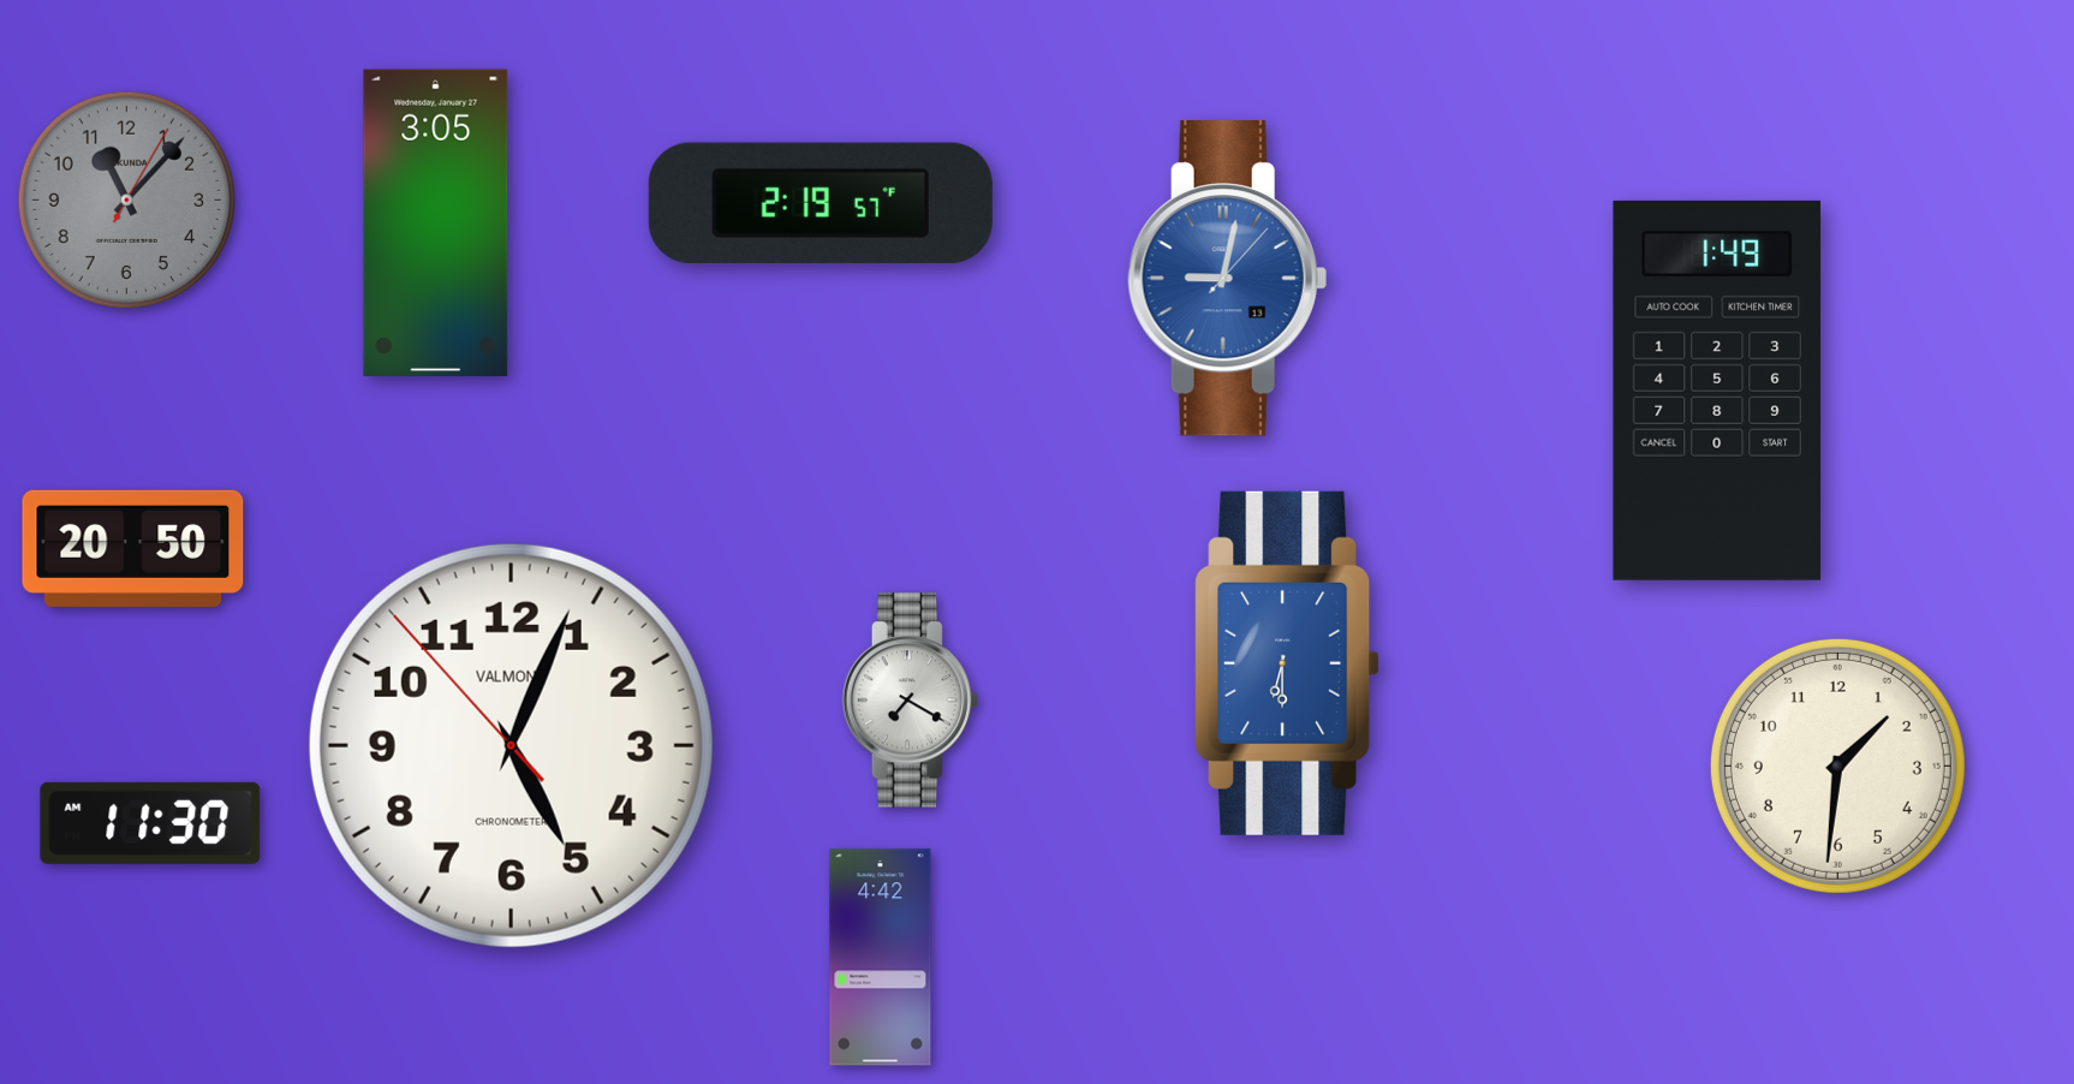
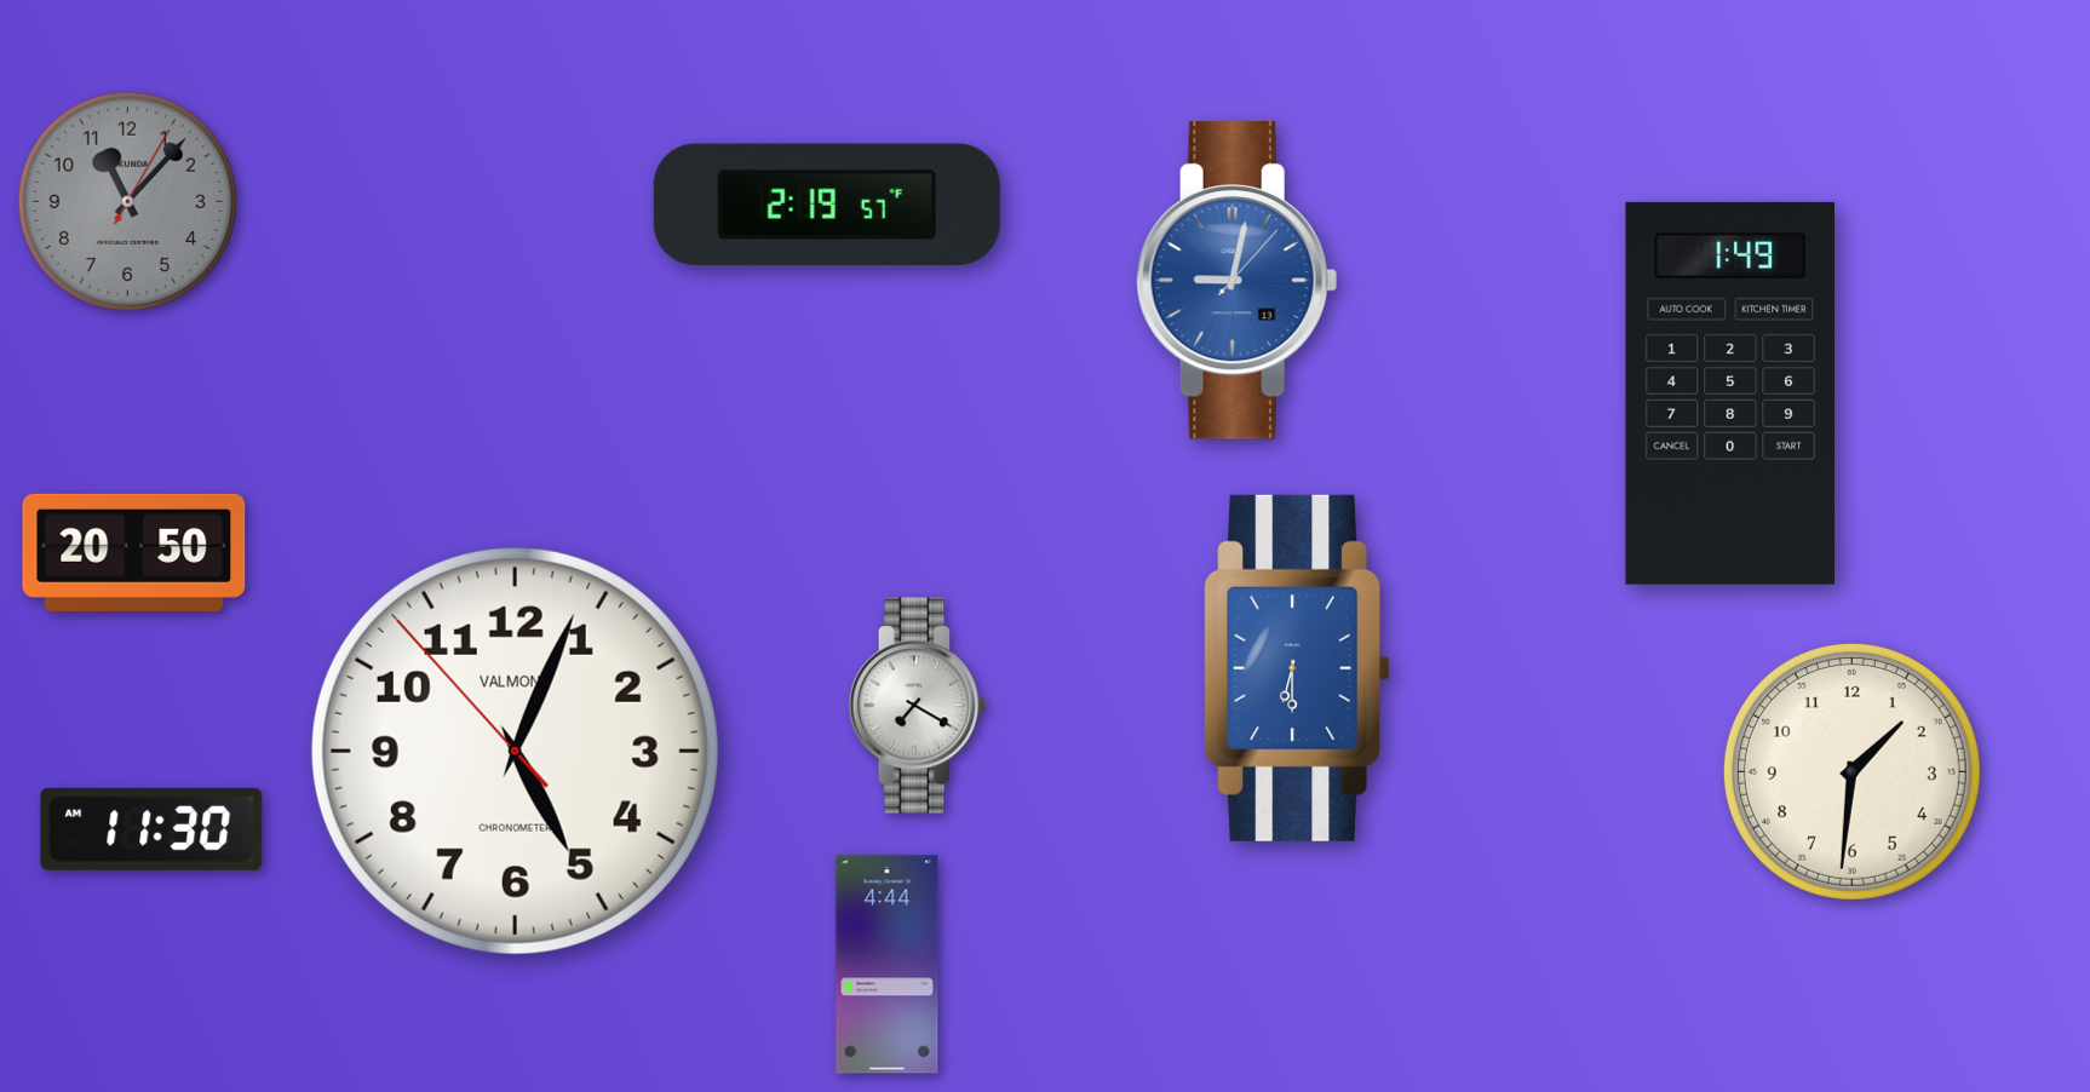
clock at (436, 222): 3:05 -> none
clock at (881, 958): 4:42 -> 4:44
